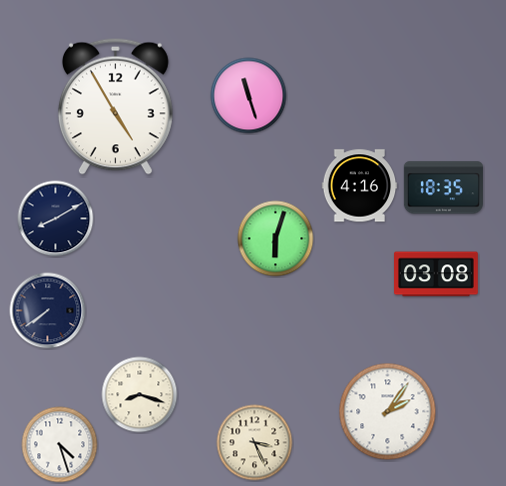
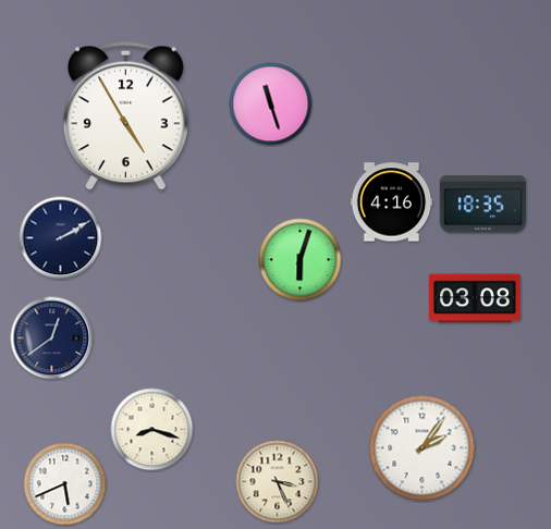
clock at (56, 219): 8:10 -> 2:10
clock at (48, 311): 7:39 -> 12:39
clock at (60, 445): 4:27 -> 5:41
